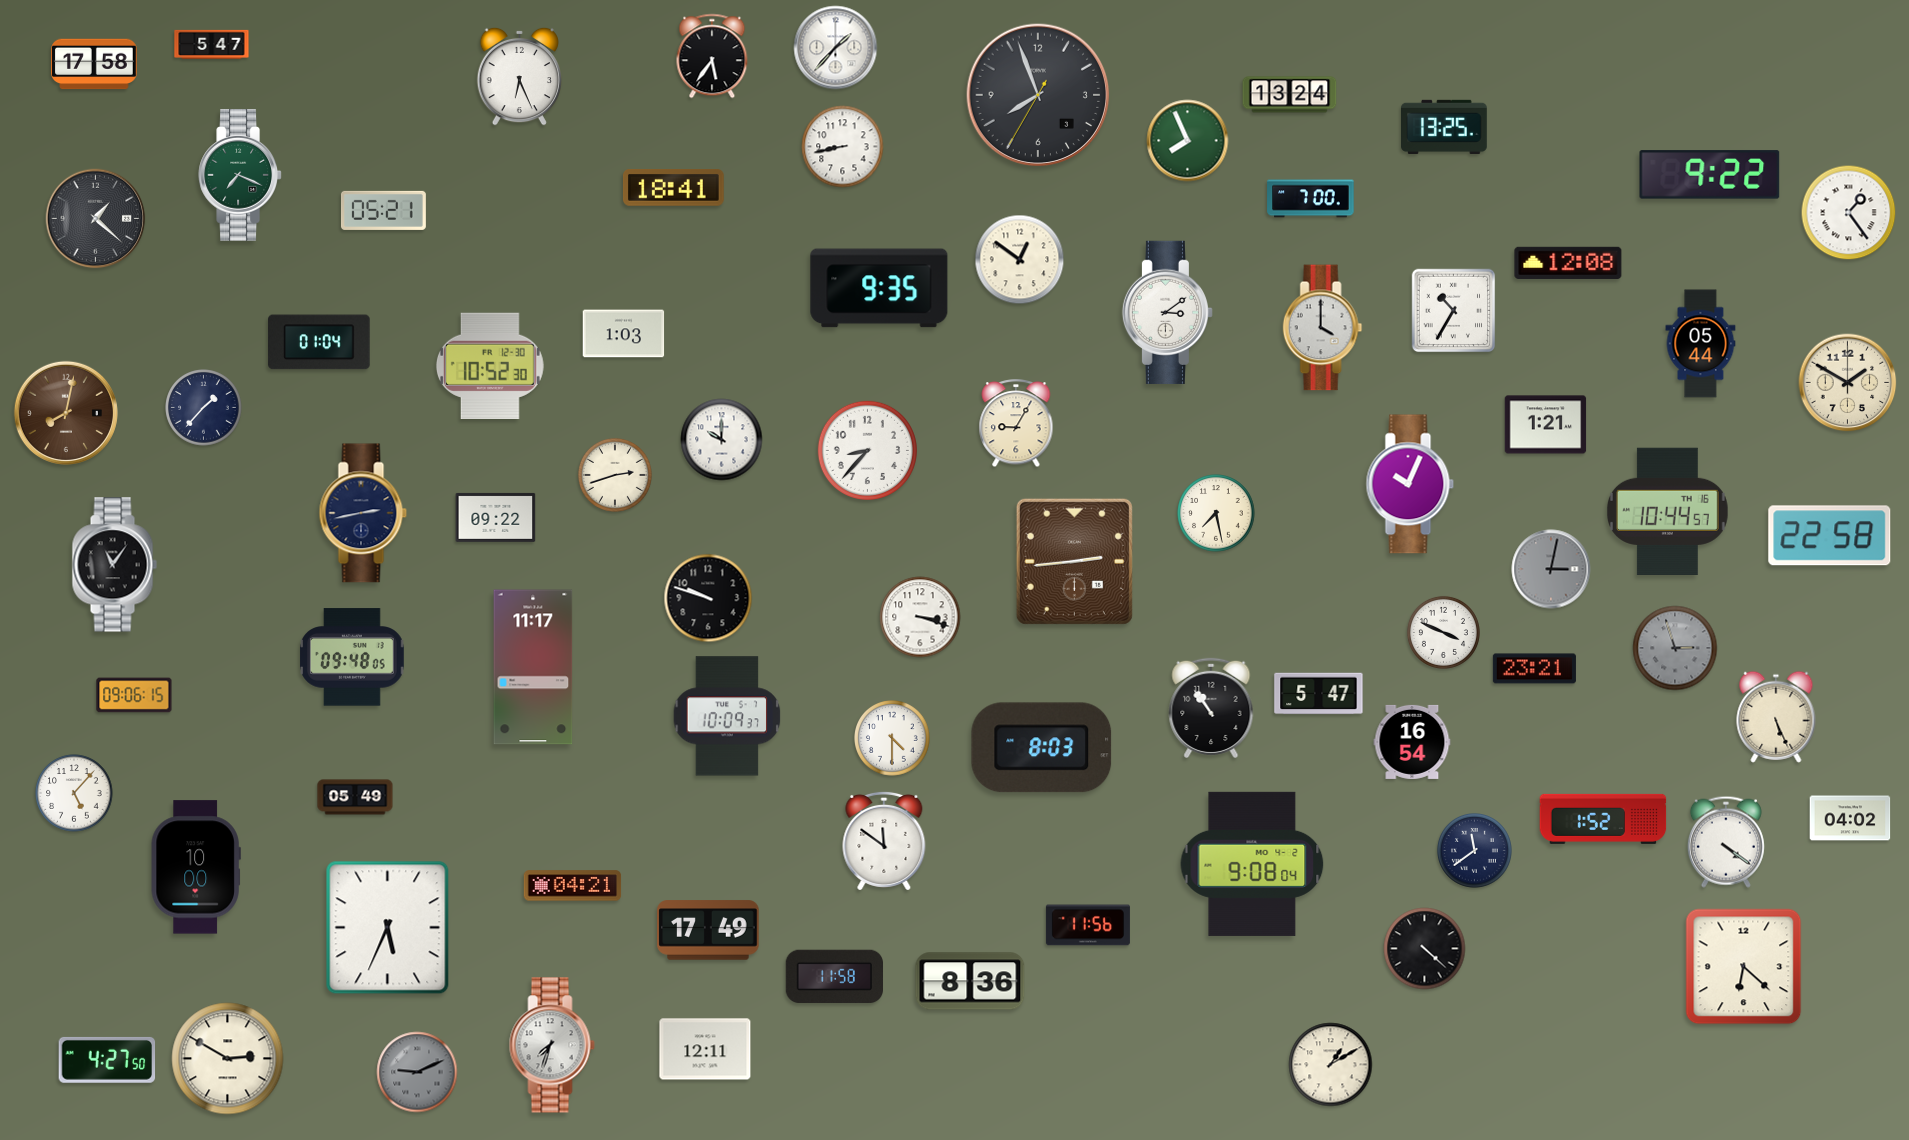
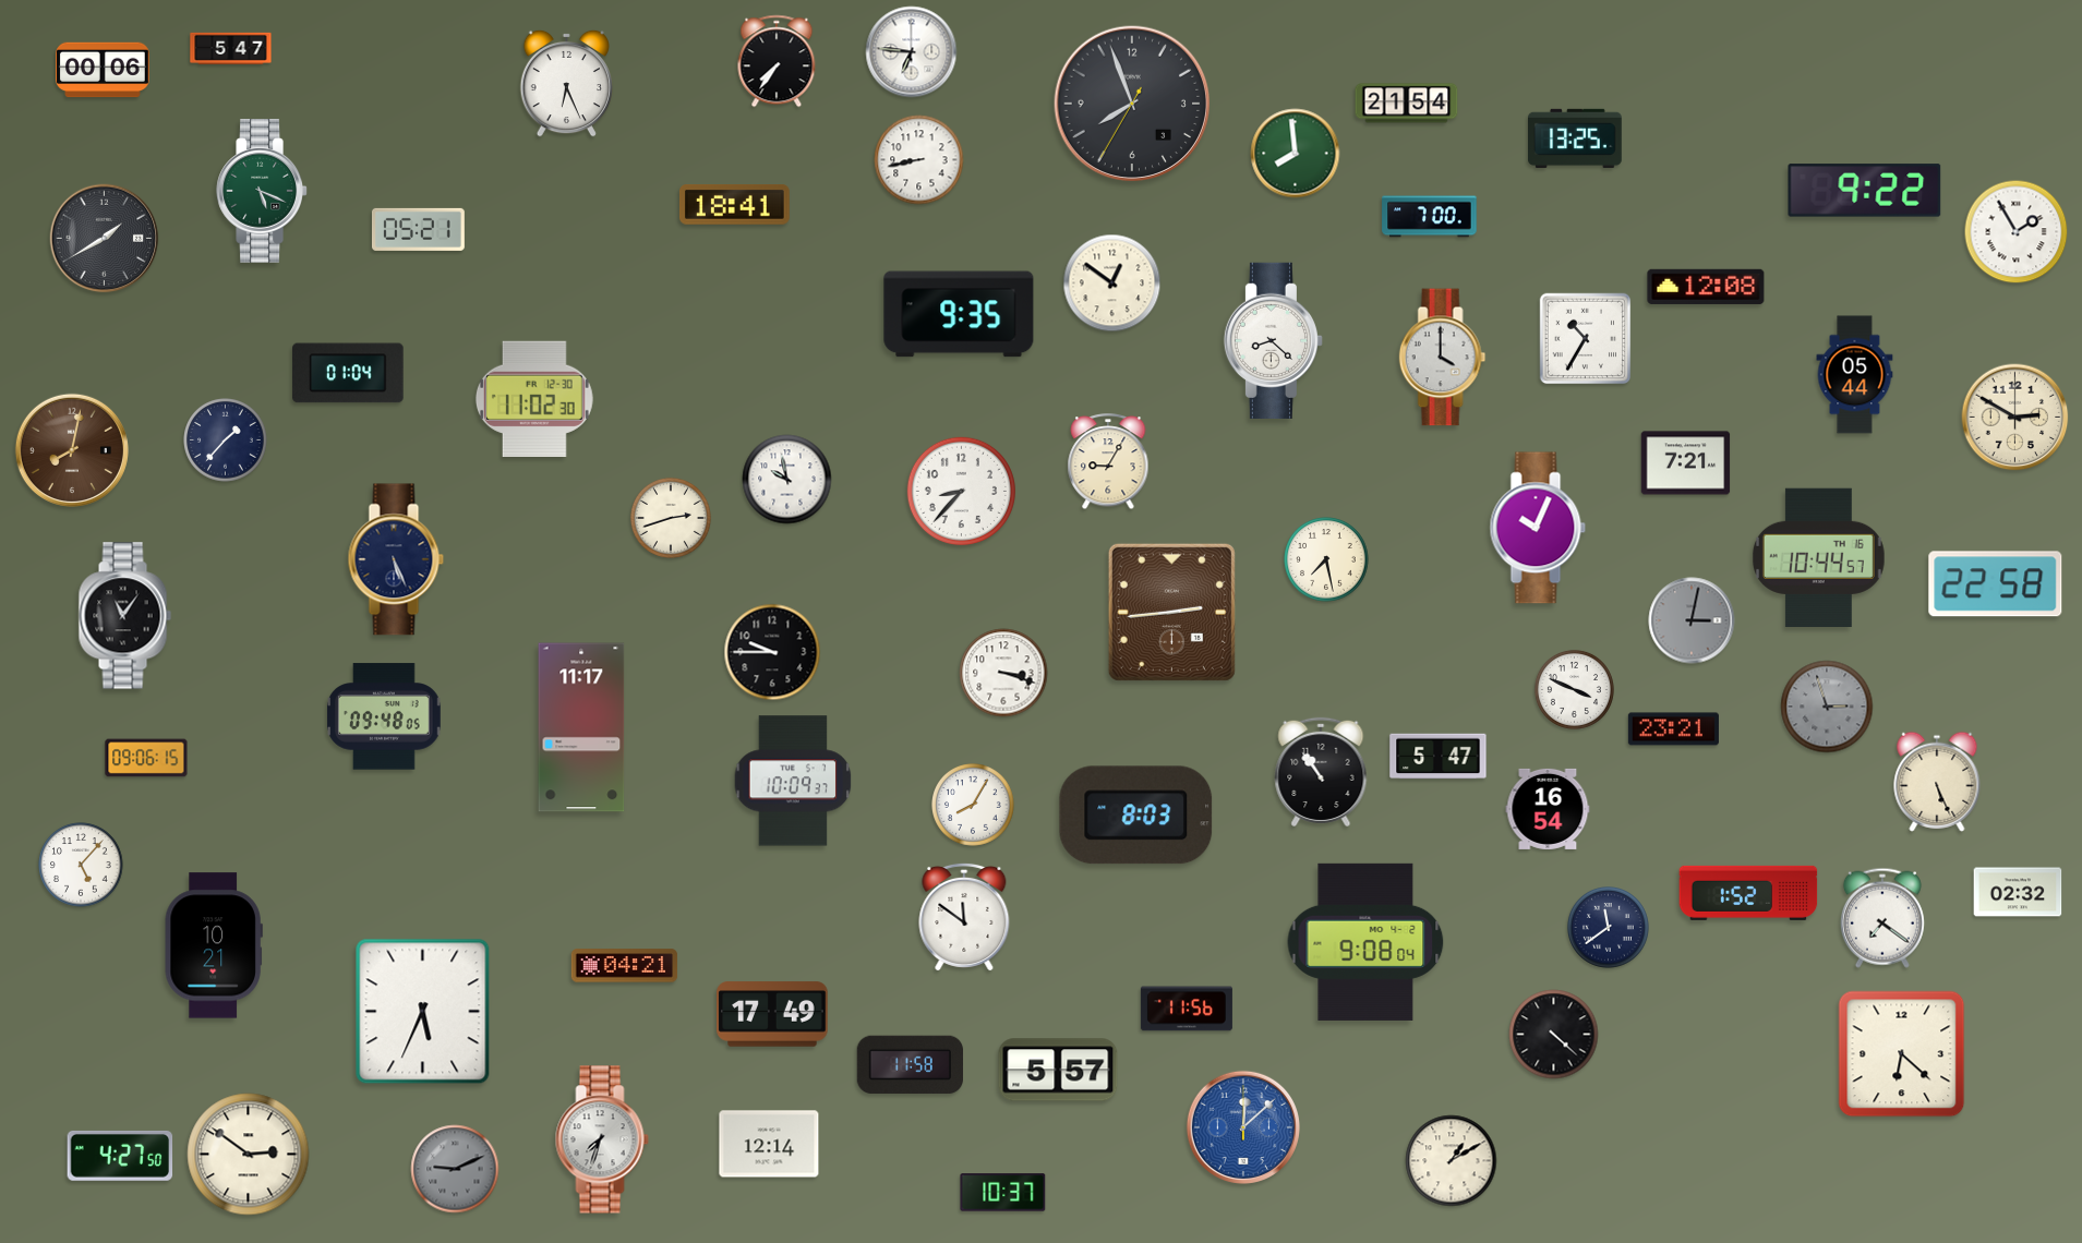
clock at (836, 48): 1:37 -> 6:46
clock at (712, 56): 5:36 -> 7:36
clock at (94, 64): 17:58 -> 00:06
clock at (1290, 95): 13:24 -> 21:54
clock at (1188, 141): 7:56 -> 7:59
clock at (240, 176): 7:19 -> 5:19
clock at (1849, 213): 1:24 -> 1:55
clock at (96, 219): 1:22 -> 1:40
clock at (1568, 263) position: (1568, 263) -> (1706, 287)
clock at (1167, 312): 3:09 -> 8:22
clock at (624, 334): 1:03 -> none
clock at (490, 365): 10:52 -> 11:02
clock at (1848, 383): 1:50 -> 2:50
clock at (204, 408) position: (204, 408) -> (226, 441)
clock at (1546, 425): 1:21 -> 7:21
clock at (722, 440): 10:00 -> 9:58
clock at (867, 450) position: (867, 450) -> (961, 491)
clock at (363, 513): 2:43 -> 5:26
clock at (496, 517): 09:22 -> none
clock at (708, 598): 9:48 -> 9:45
clock at (893, 739): 4:30 -> 8:05
clock at (1412, 742) position: (1412, 742) -> (1548, 809)
clock at (355, 797): 05:49 -> none
clock at (1850, 818): 04:02 -> 02:32
clock at (1726, 842): 4:21 -> 7:21
clock at (196, 867): 10:00 -> 10:21
clock at (970, 981): 8:36 -> 5:57
clock at (1243, 1127): none -> 12:08
clock at (705, 1049): 12:11 -> 12:14
clock at (228, 1059): 2:50 -> 2:51
clock at (107, 1060) position: (107, 1060) -> (120, 1156)
clock at (1003, 1193): none -> 10:37
